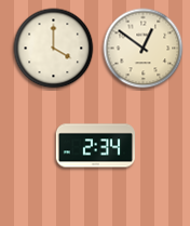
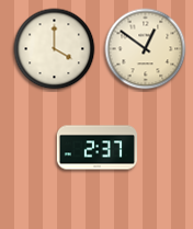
clock at (95, 146): 2:34 -> 2:37
